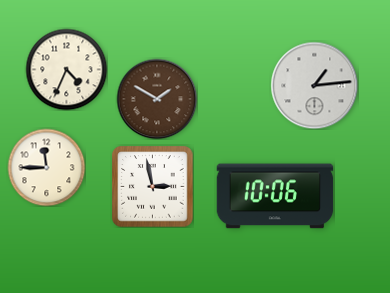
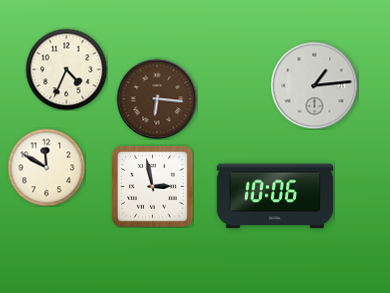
clock at (157, 99): 1:50 -> 6:16
clock at (46, 167): 11:45 -> 11:50
